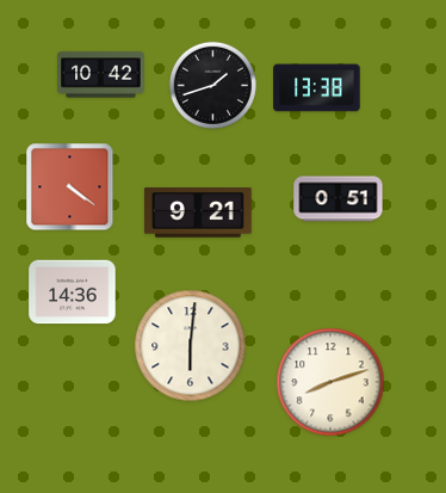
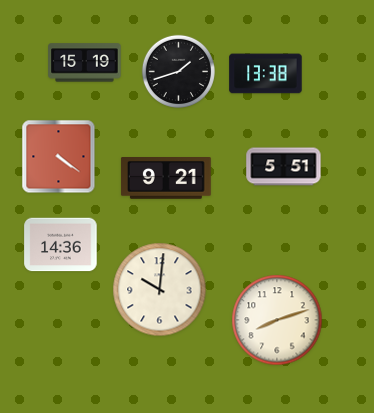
clock at (101, 75): 10:42 -> 15:19
clock at (339, 199): 0:51 -> 5:51
clock at (191, 346): 6:01 -> 10:01
